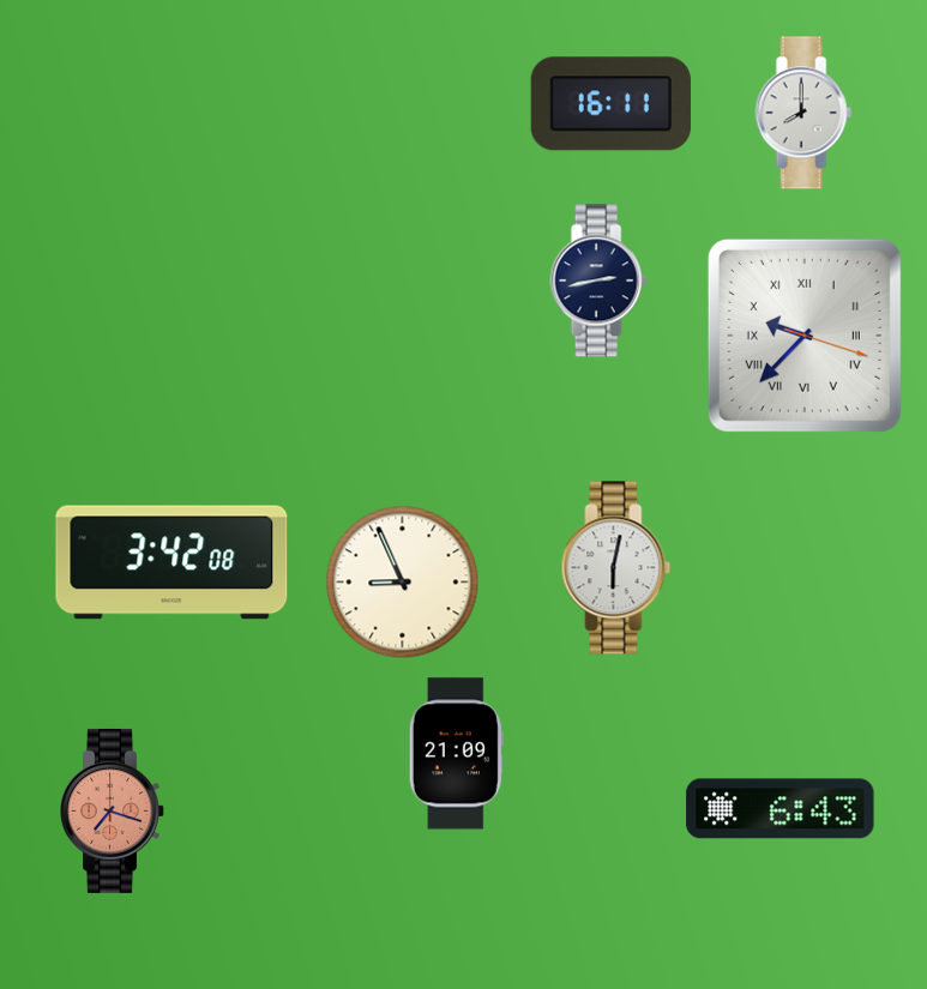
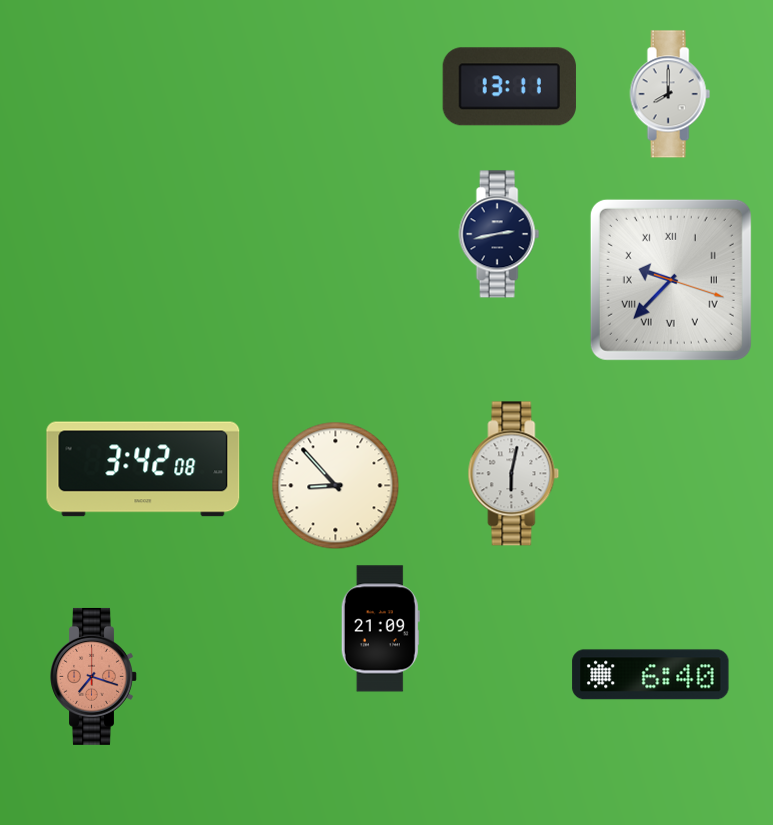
clock at (610, 104): 16:11 -> 13:11
clock at (403, 583): 8:56 -> 8:53
clock at (781, 809): 6:43 -> 6:40
